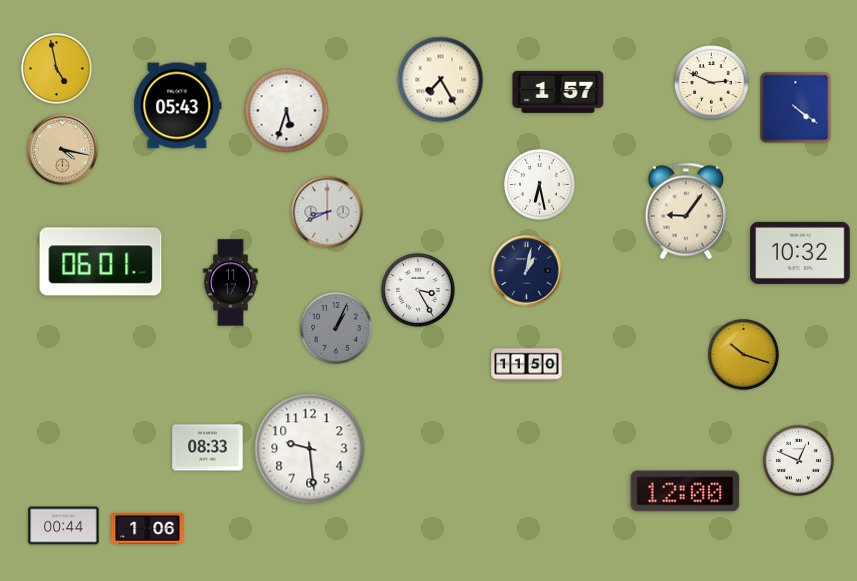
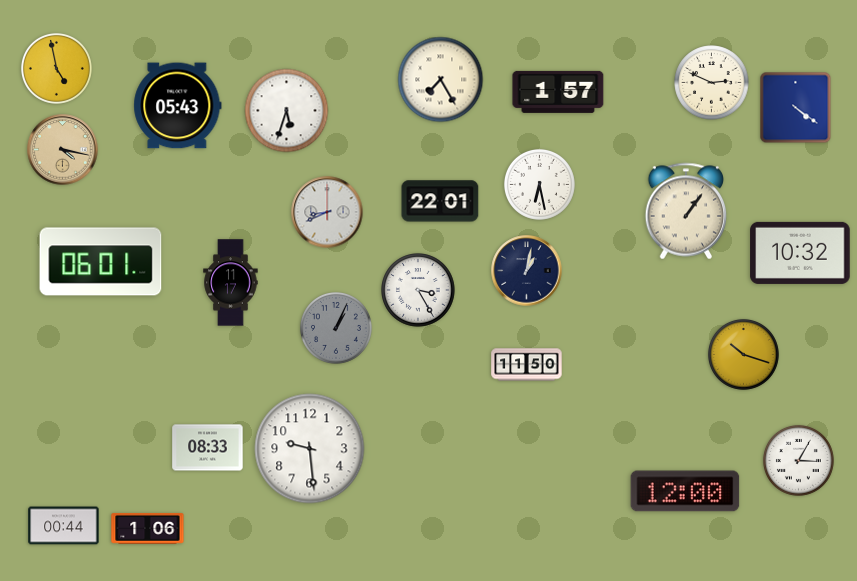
clock at (440, 201): none -> 22:01
clock at (686, 211): 9:06 -> 1:06
clock at (798, 460): 12:49 -> 3:05
